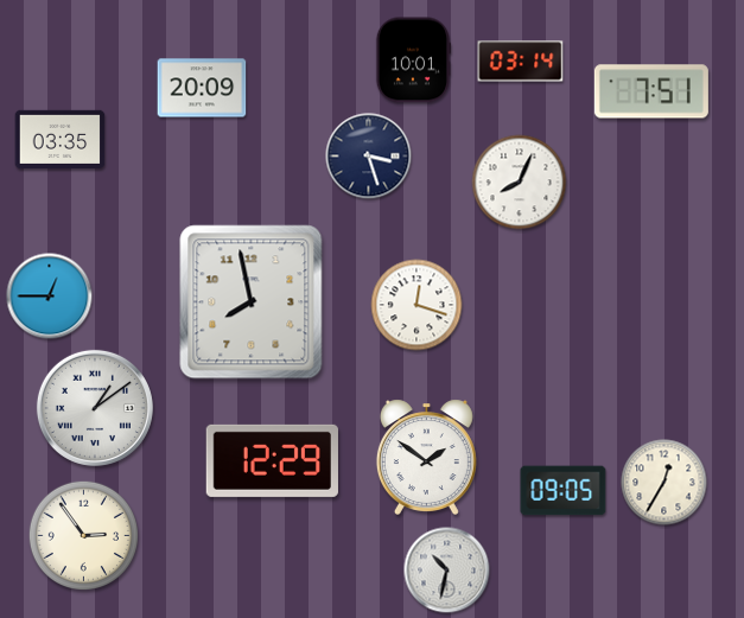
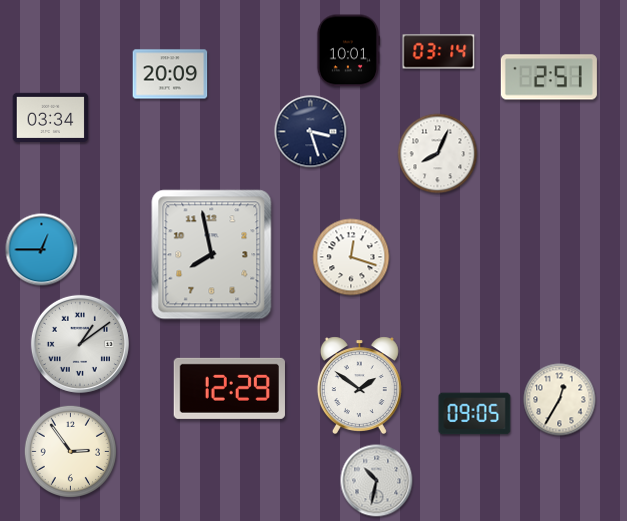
clock at (651, 91): 7:51 -> 2:51
clock at (61, 139): 03:35 -> 03:34
clock at (664, 483) position: (664, 483) -> (560, 400)
